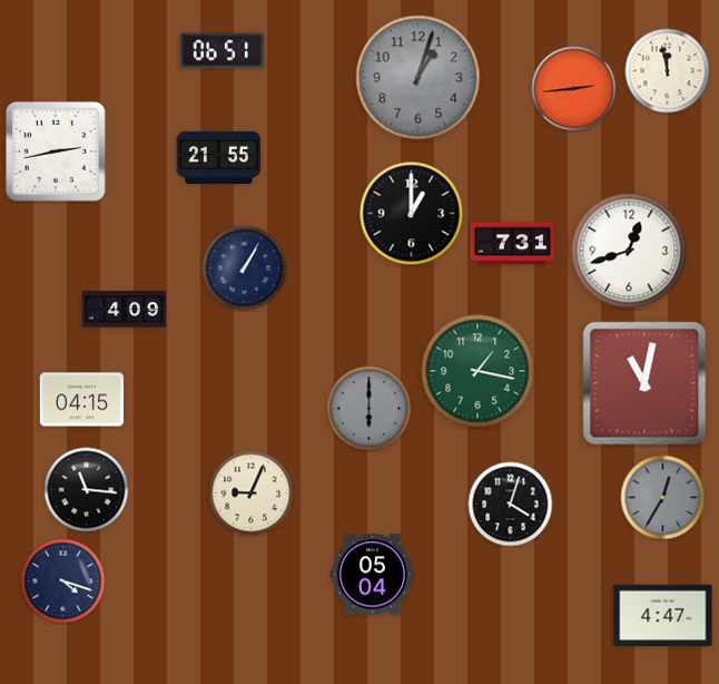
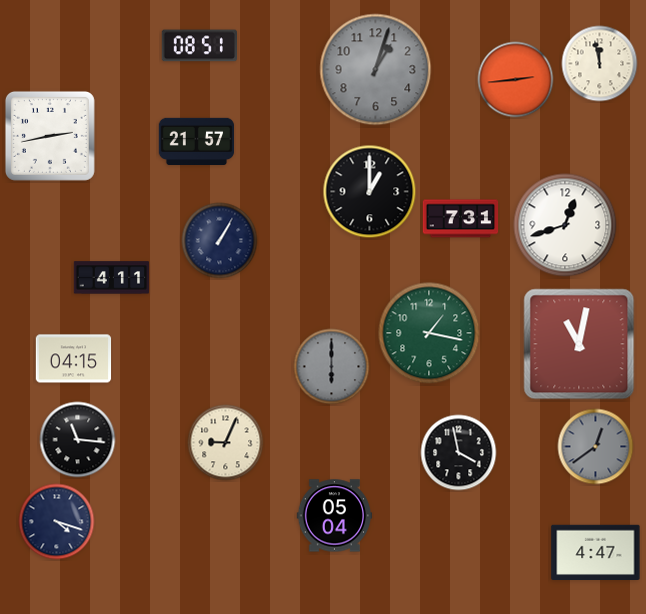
clock at (221, 51): 06:51 -> 08:51
clock at (219, 157): 21:55 -> 21:57
clock at (125, 310): 4:09 -> 4:11
clock at (663, 498): 12:35 -> 12:39
clock at (511, 505): 4:03 -> 3:58
